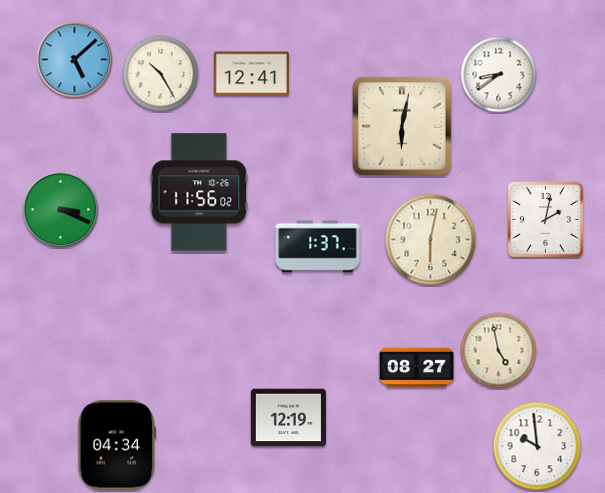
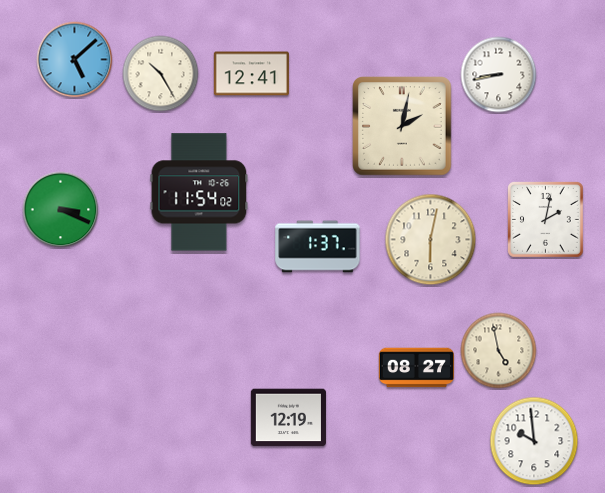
clock at (499, 75): 8:39 -> 8:43
clock at (402, 126): 6:02 -> 2:02
clock at (199, 192): 11:56 -> 11:54
clock at (117, 445): 04:34 -> none
clock at (537, 446) position: (537, 446) -> (534, 441)
